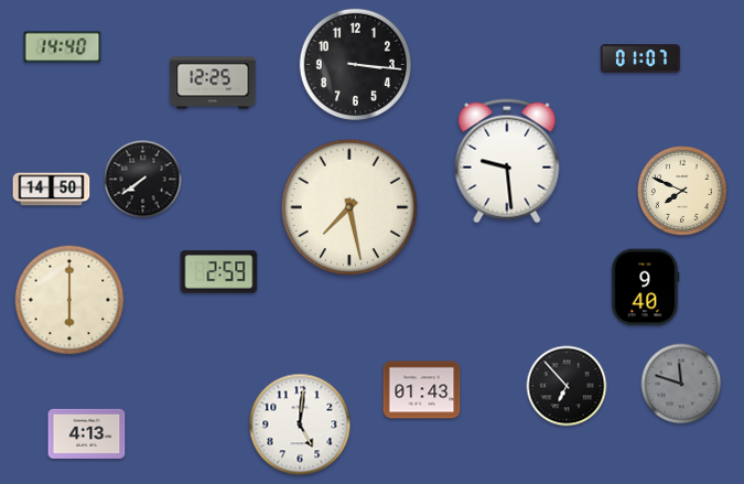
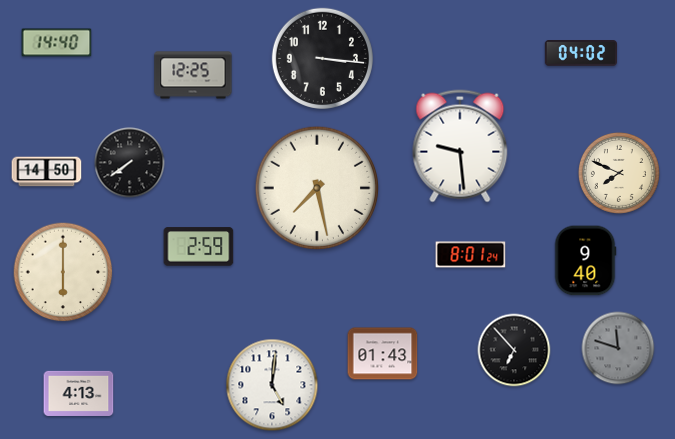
clock at (640, 58): 01:07 -> 04:02
clock at (471, 255): none -> 8:01
